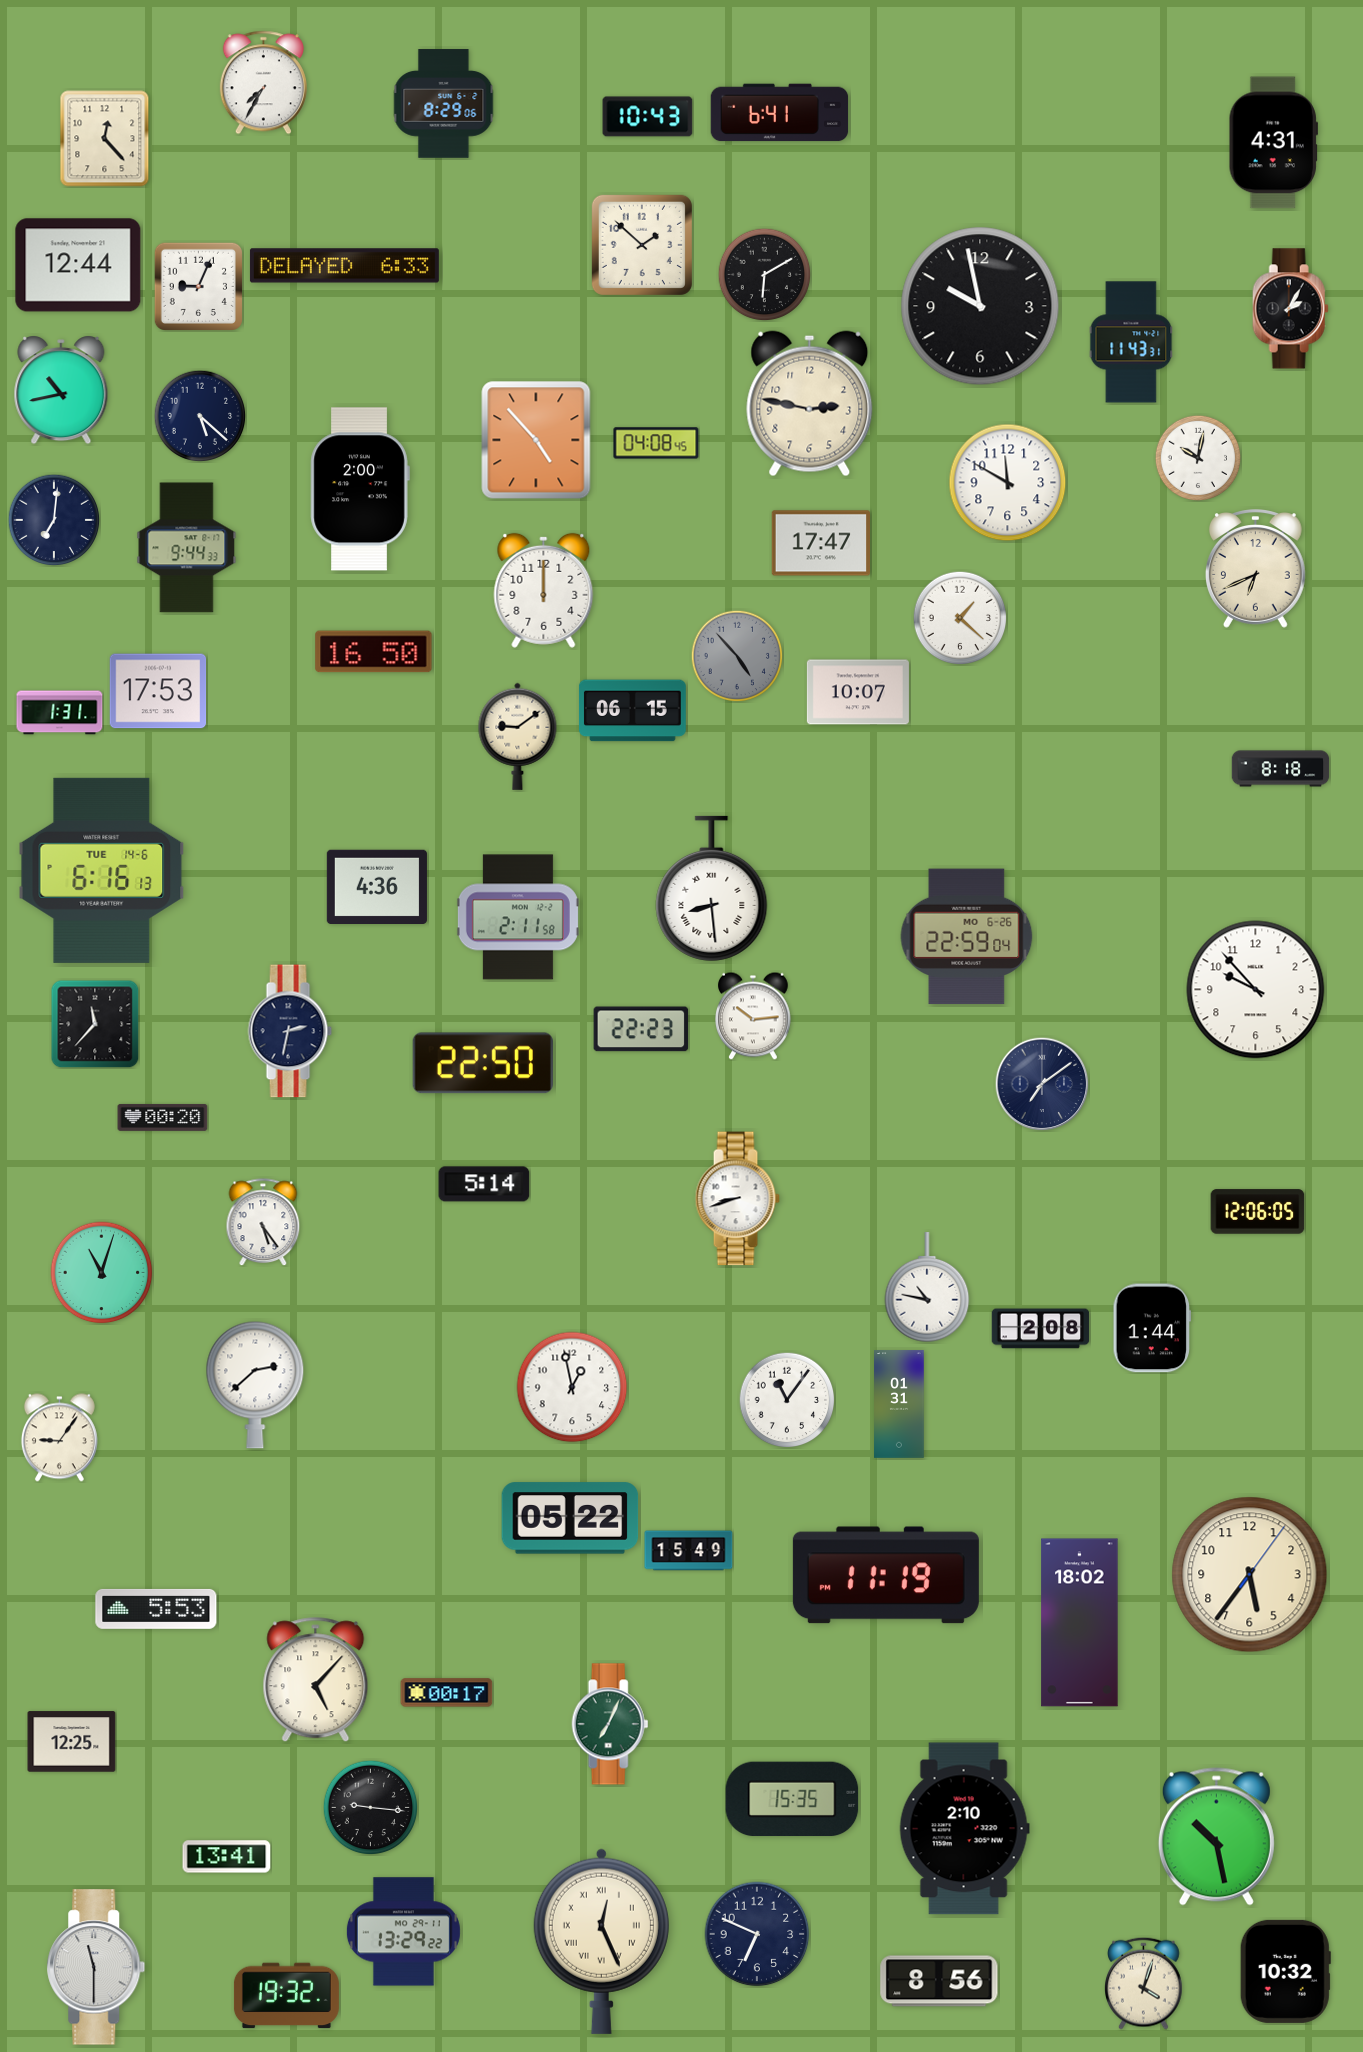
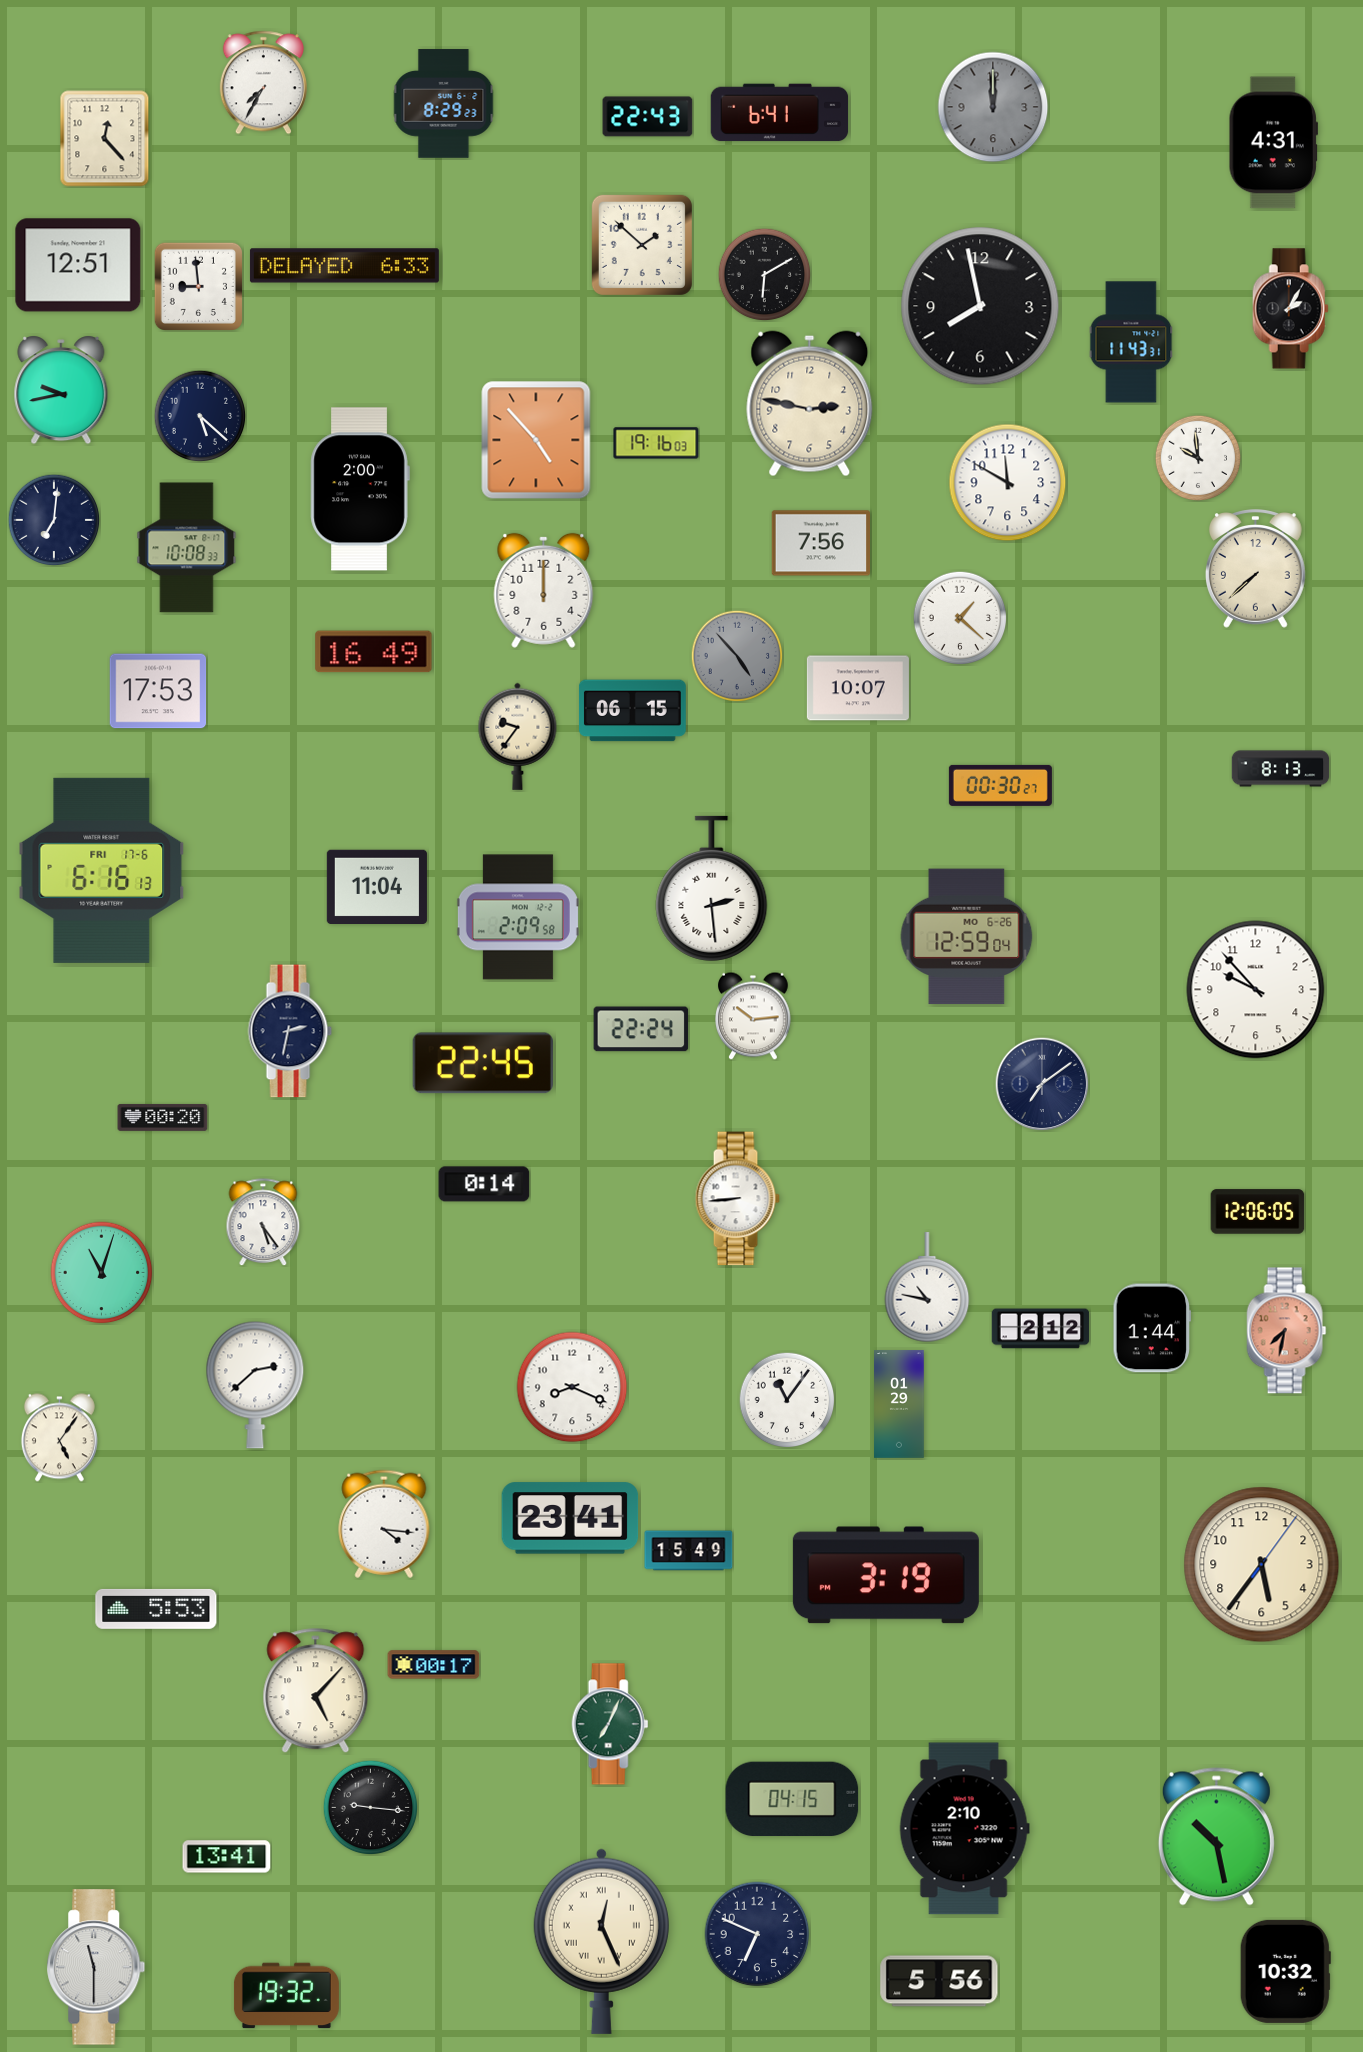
clock at (444, 104): 8:29:06 -> 8:29:23
clock at (993, 107): none -> 12:00
clock at (648, 117): 10:43 -> 22:43
clock at (78, 265): 12:44 -> 12:51
clock at (198, 286): 9:04 -> 8:59
clock at (980, 306): 9:58 -> 7:58
clock at (61, 390): 10:43 -> 9:43
clock at (656, 443): 04:08 -> 19:16
clock at (1197, 457): 10:02 -> 9:59
clock at (820, 543): 17:47 -> 7:56
clock at (187, 548): 9:44 -> 10:08
clock at (1255, 569): 6:41 -> 7:38
clock at (374, 652): 16:50 -> 16:49
clock at (858, 692) position: (858, 692) -> (858, 688)
clock at (60, 713): 1:31 -> none
clock at (518, 736): 9:09 -> 9:36
clock at (1281, 769): 8:18 -> 8:13
clock at (1000, 785): none -> 00:30
clock at (102, 870) date: TUE 14-6 -> FRI 17-6
clock at (377, 886): 4:36 -> 11:04
clock at (712, 888): 8:29 -> 2:29
clock at (518, 917): 2:11 -> 2:09
clock at (967, 937): 22:59 -> 12:59
clock at (95, 1024): 11:37 -> none
clock at (641, 1029): 22:23 -> 22:24
clock at (483, 1063): 22:50 -> 22:45
clock at (484, 1184): 5:14 -> 0:14
clock at (737, 1199): 8:42 -> 8:44
clock at (1041, 1329): 2:08 -> 2:12
clock at (1287, 1331): none -> 7:32
clock at (572, 1387): 12:58 -> 8:19
clock at (899, 1404): 01:31 -> 01:29
clock at (59, 1438): 9:06 -> 5:06
clock at (570, 1518): 05:22 -> 23:41
clock at (384, 1524): none -> 4:16
clock at (886, 1575): 11:19 -> 3:19
clock at (1250, 1575) position: (1250, 1575) -> (1262, 1565)
clock at (1080, 1623): 18:02 -> none
clock at (316, 1680) position: (316, 1680) -> (316, 1691)
clock at (447, 1693) position: (447, 1693) -> (434, 1665)
clock at (72, 1742): 12:25 -> none
clock at (792, 1799): 15:35 -> 04:15
clock at (403, 1932): 13:29 -> none
clock at (939, 1981): 8:56 -> 5:56
clock at (1144, 1983): 4:03 -> none
